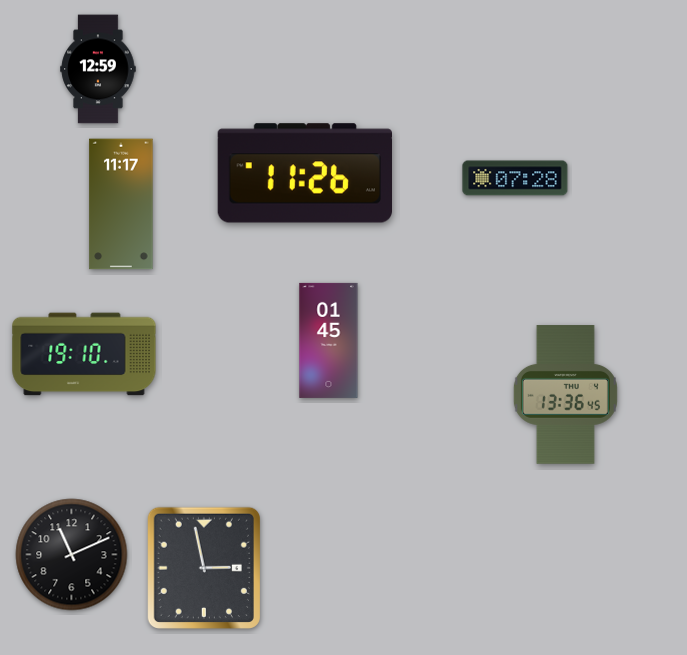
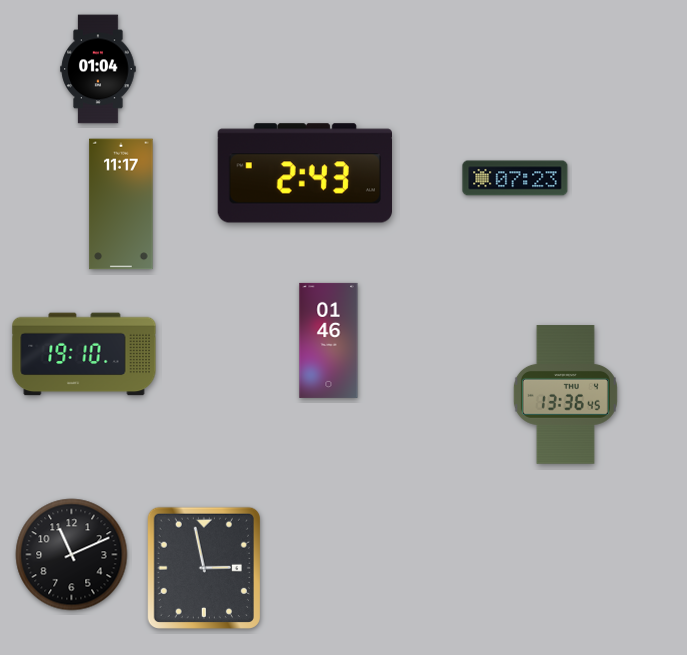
clock at (98, 69): 12:59 -> 01:04
clock at (304, 173): 11:26 -> 2:43
clock at (515, 178): 07:28 -> 07:23
clock at (329, 340): 01:45 -> 01:46
